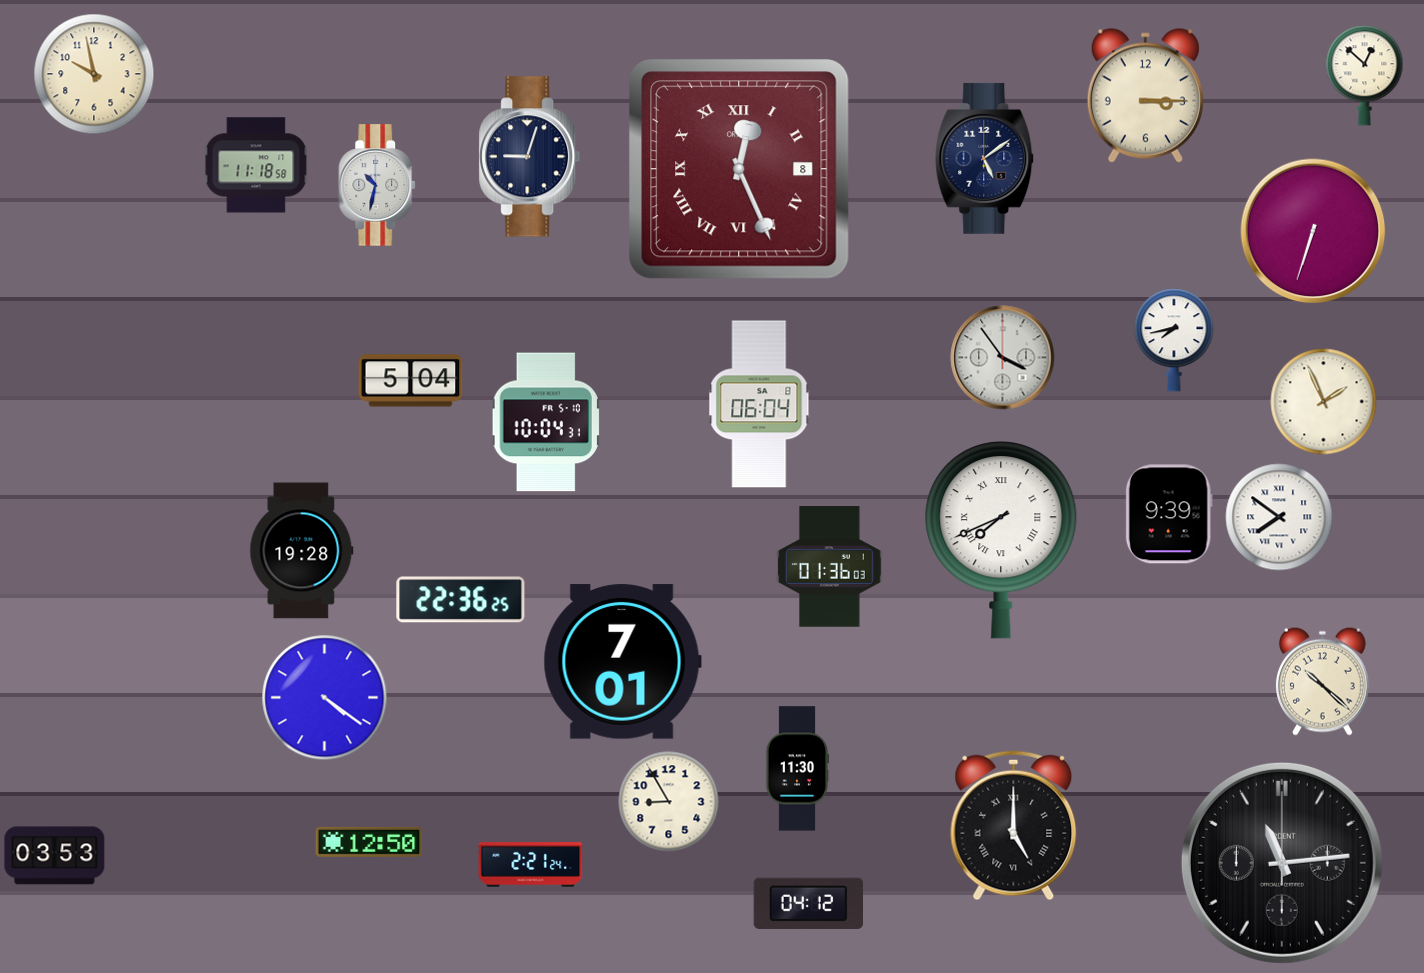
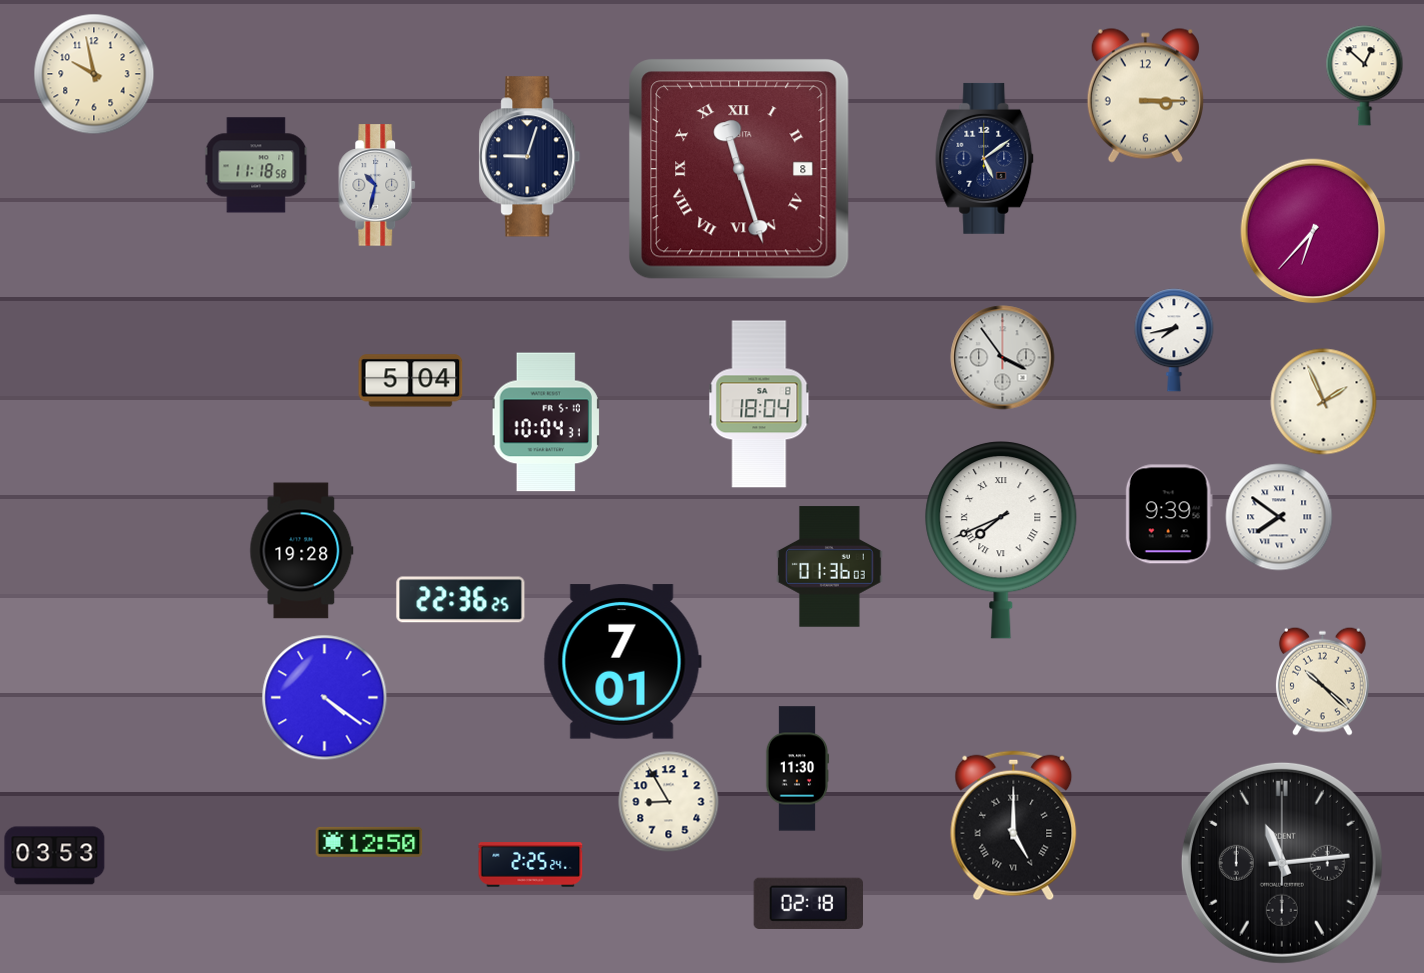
clock at (739, 169): 12:26 -> 11:27
clock at (1313, 231): 6:33 -> 6:37
clock at (759, 404): 06:04 -> 18:04
clock at (531, 865): 2:21 -> 2:25
clock at (808, 903): 04:12 -> 02:18
